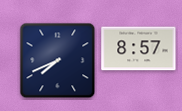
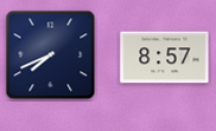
clock at (58, 61) position: (58, 61) -> (51, 55)
